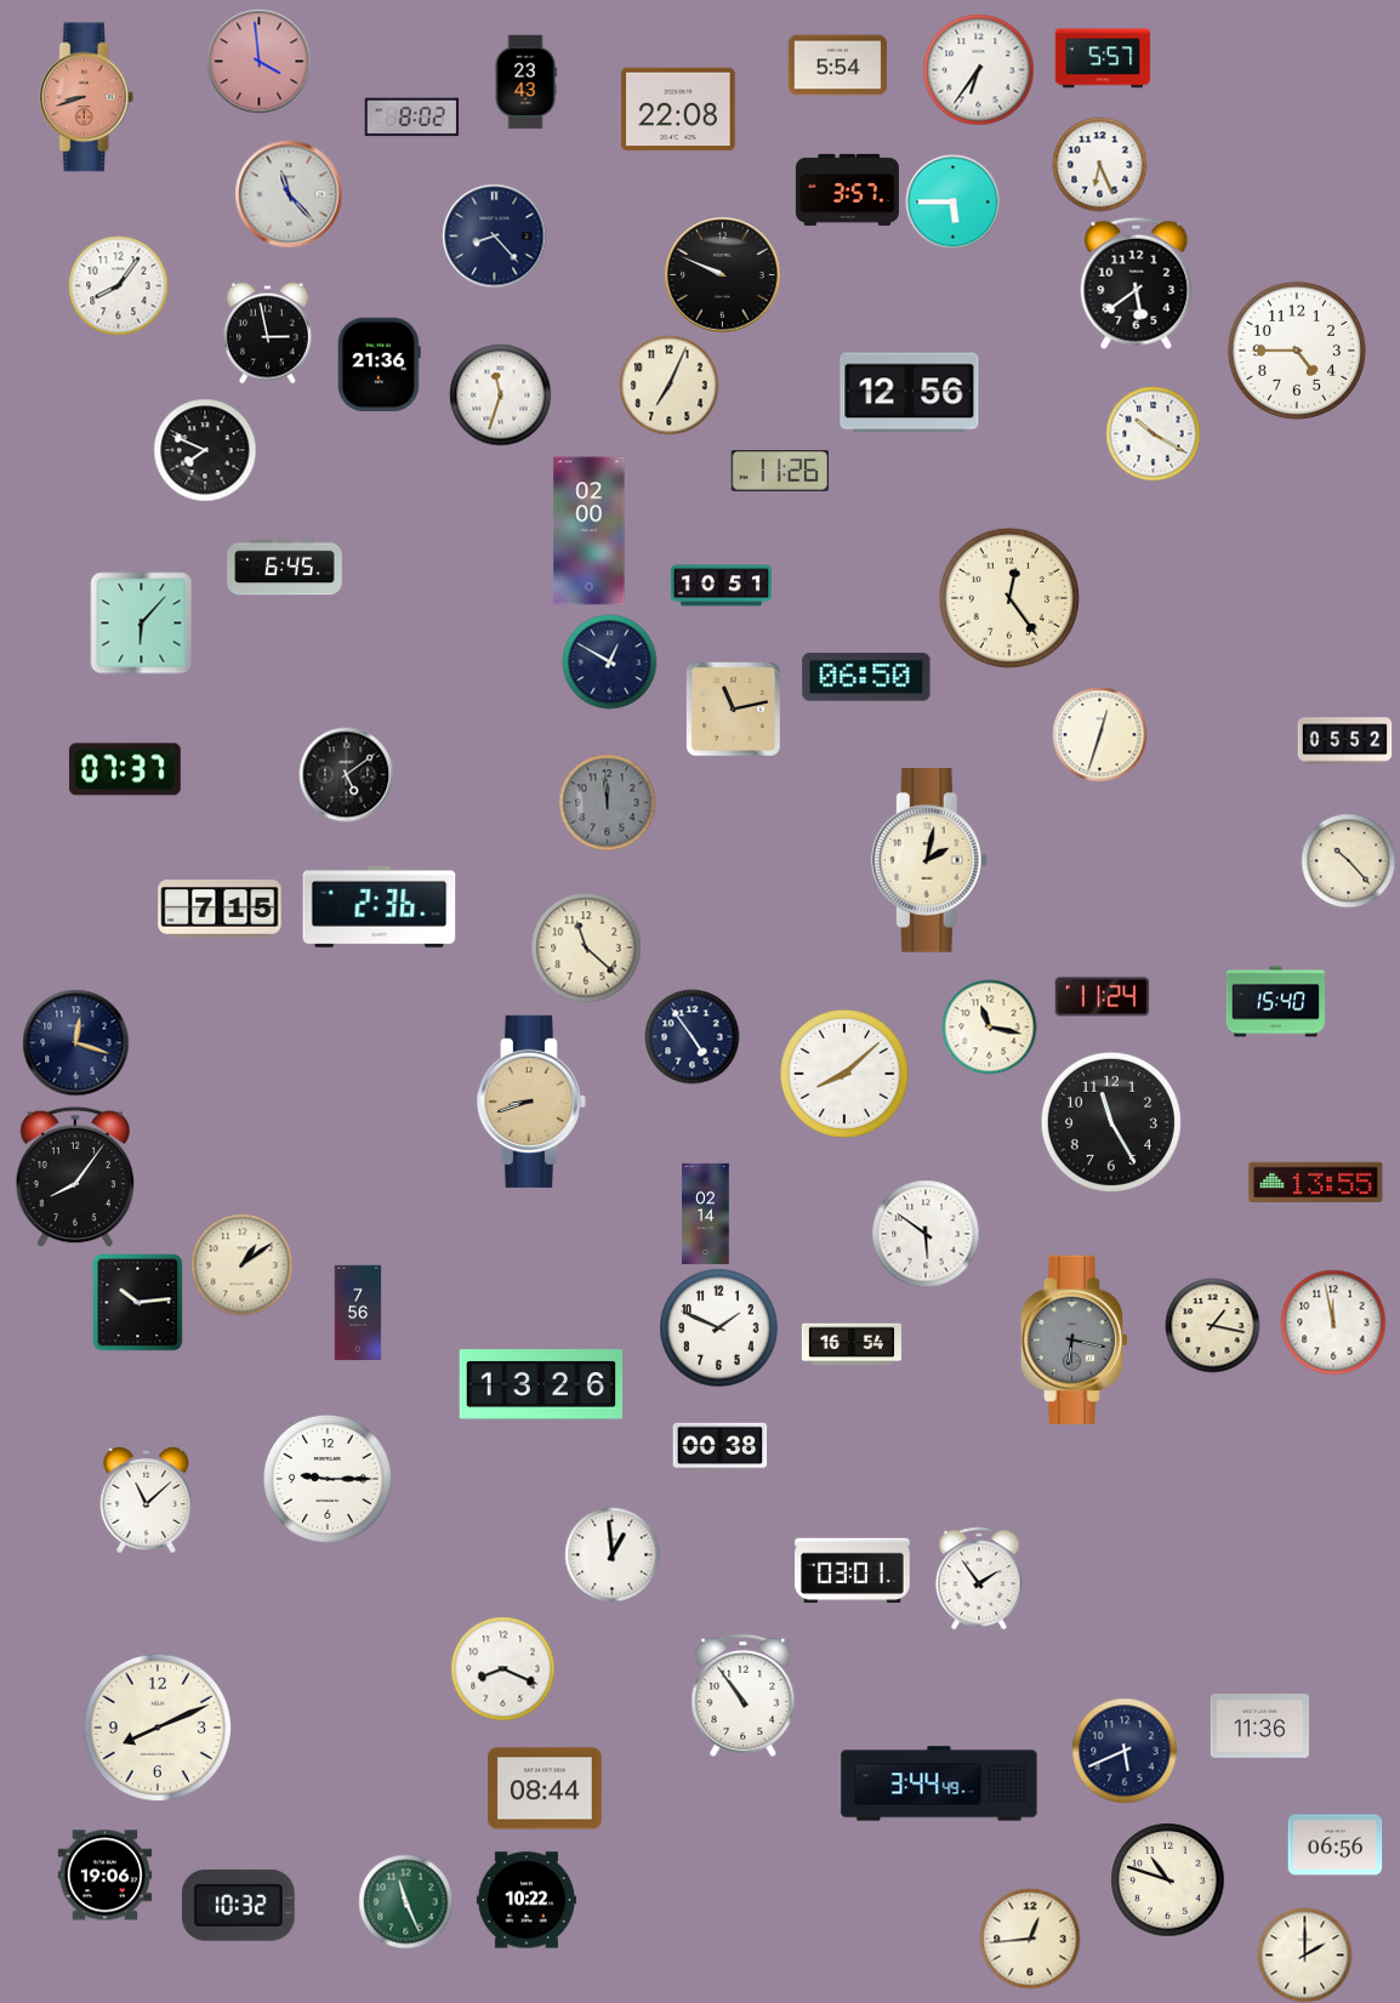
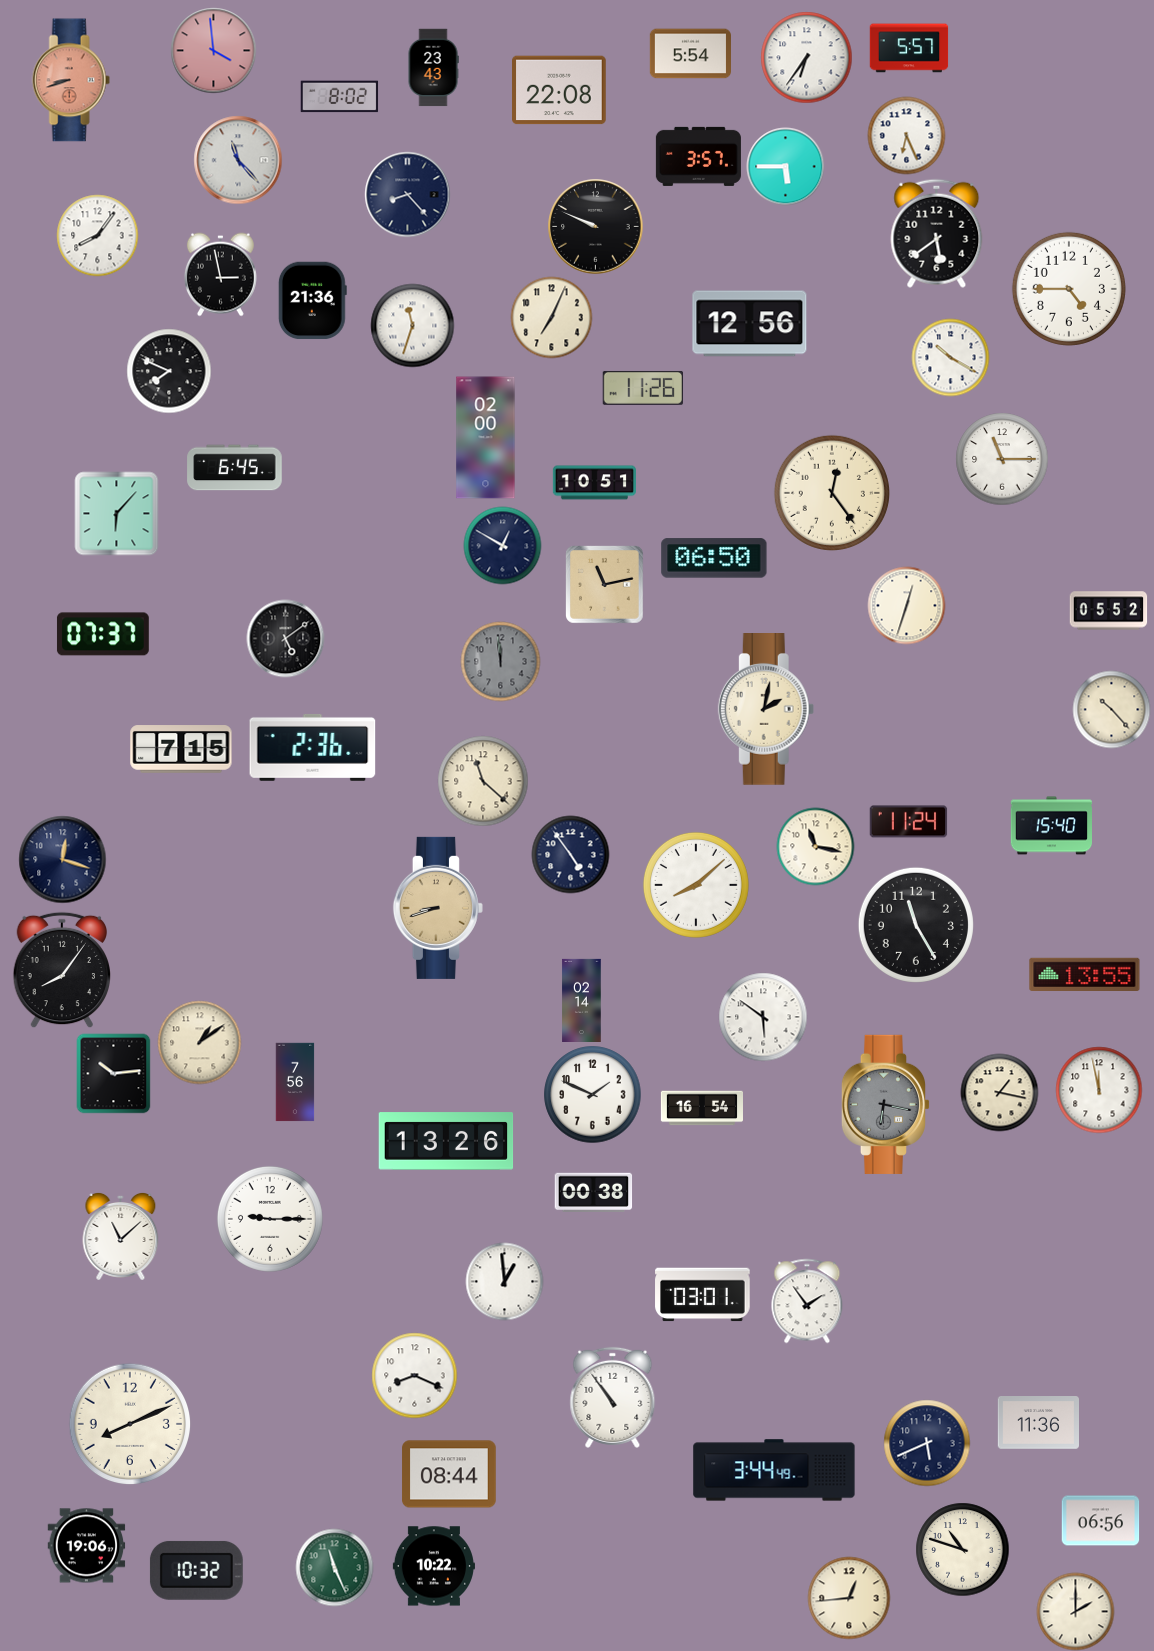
clock at (1002, 459): none -> 11:15
